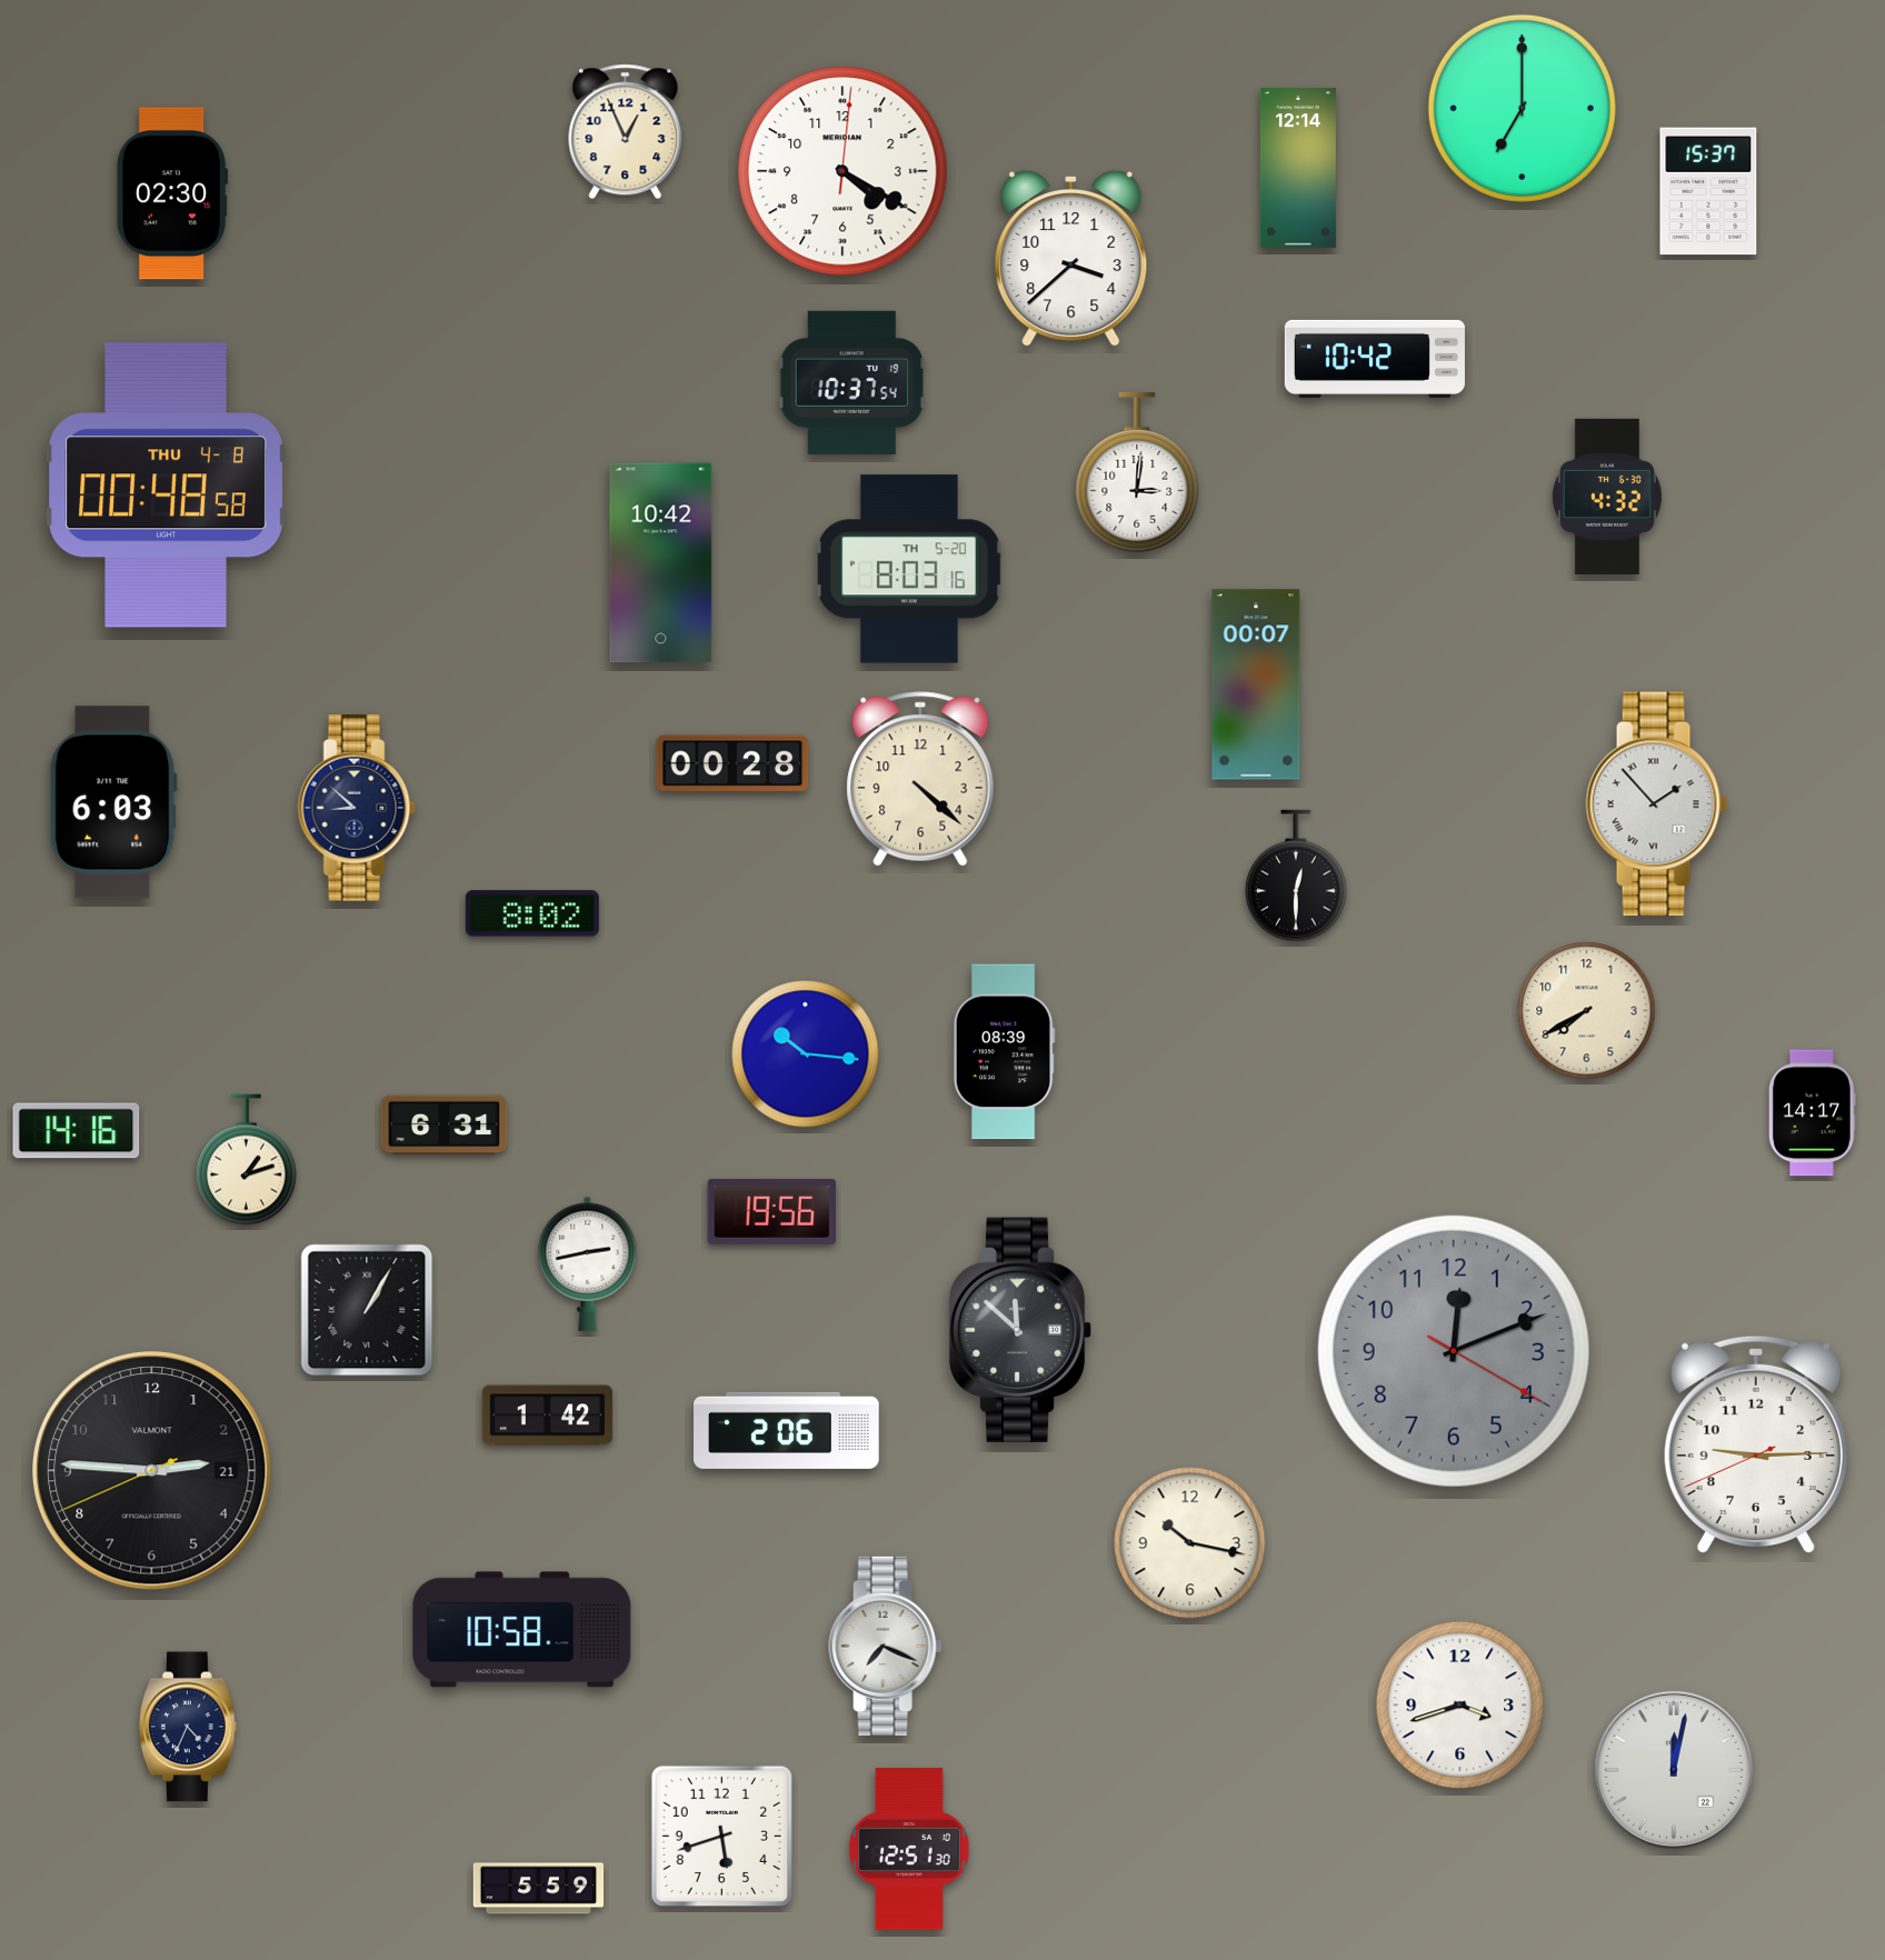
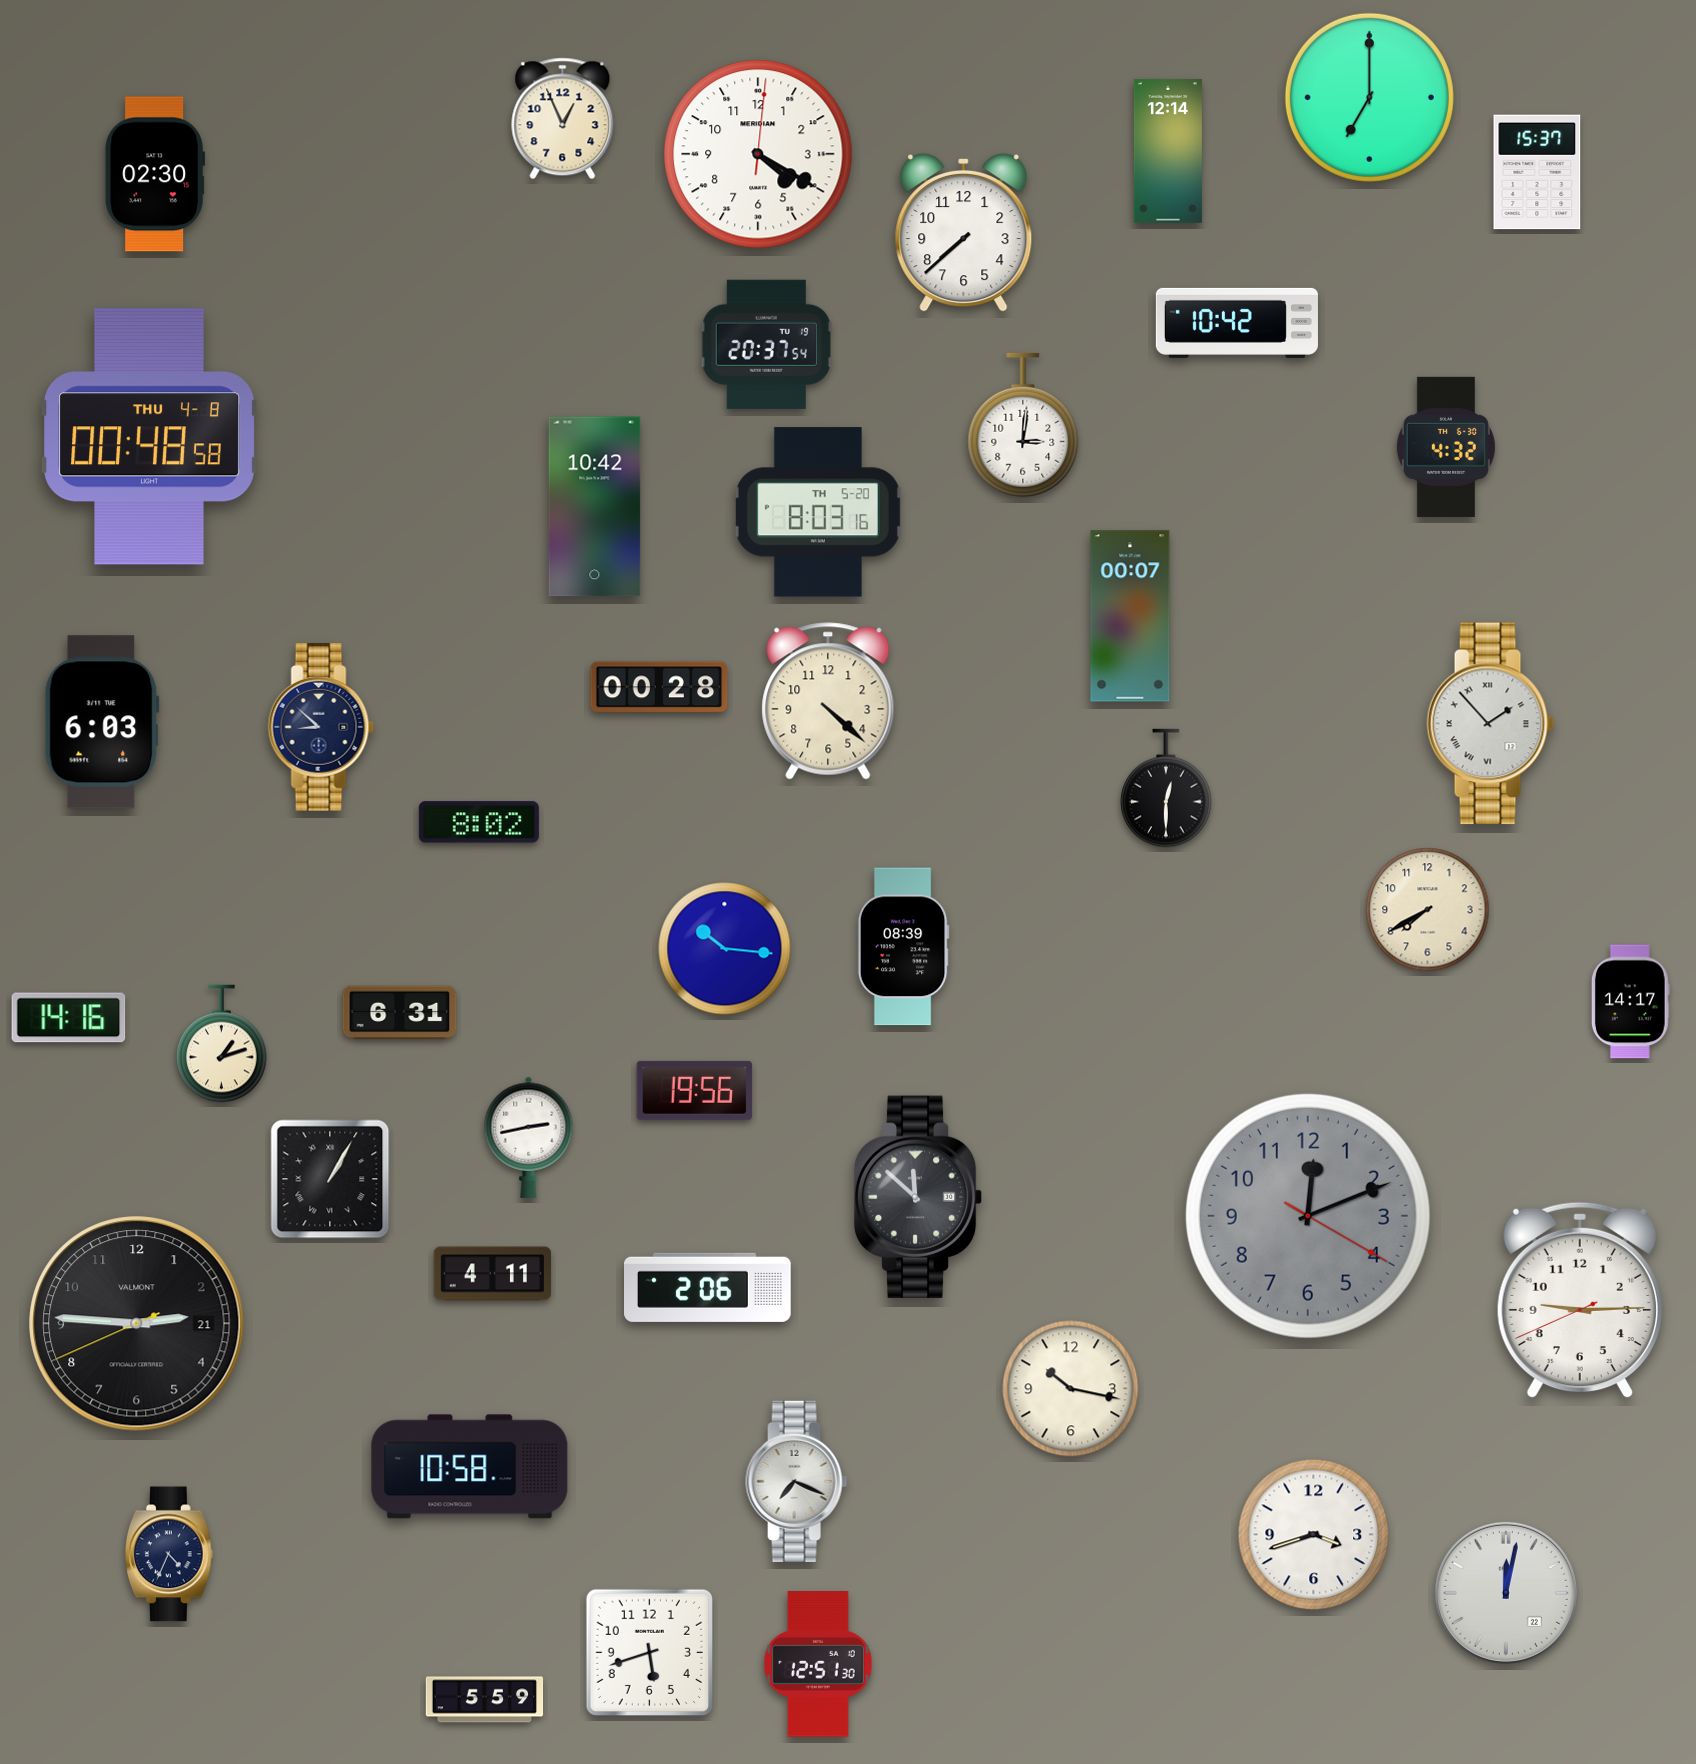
clock at (1071, 258): 3:38 -> 7:38
clock at (851, 382): 10:37 -> 20:37
clock at (548, 1416): 1:42 -> 4:11
